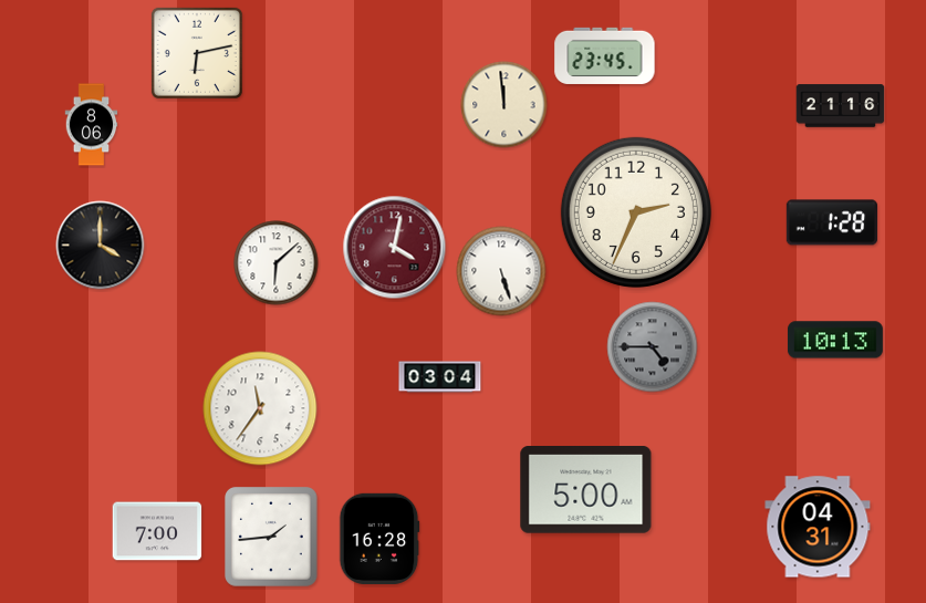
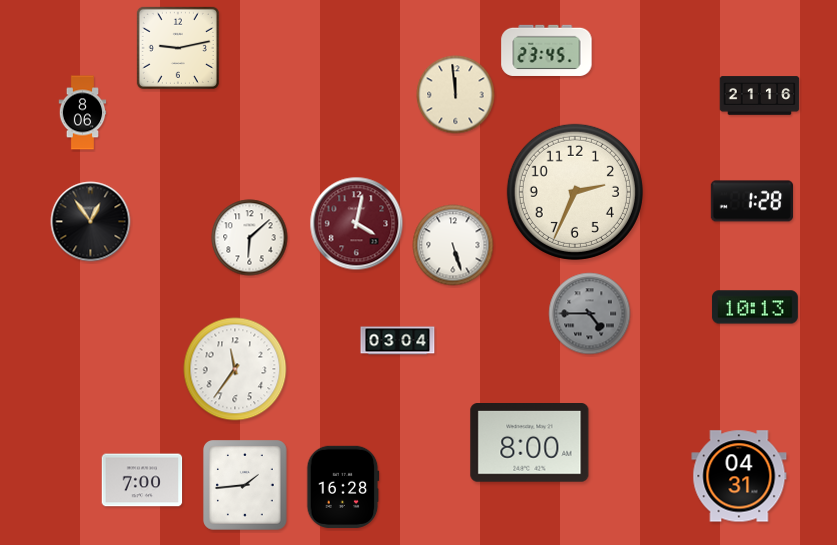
clock at (197, 53): 6:13 -> 9:13
clock at (101, 246): 4:00 -> 12:54
clock at (586, 490): 5:00 -> 8:00
